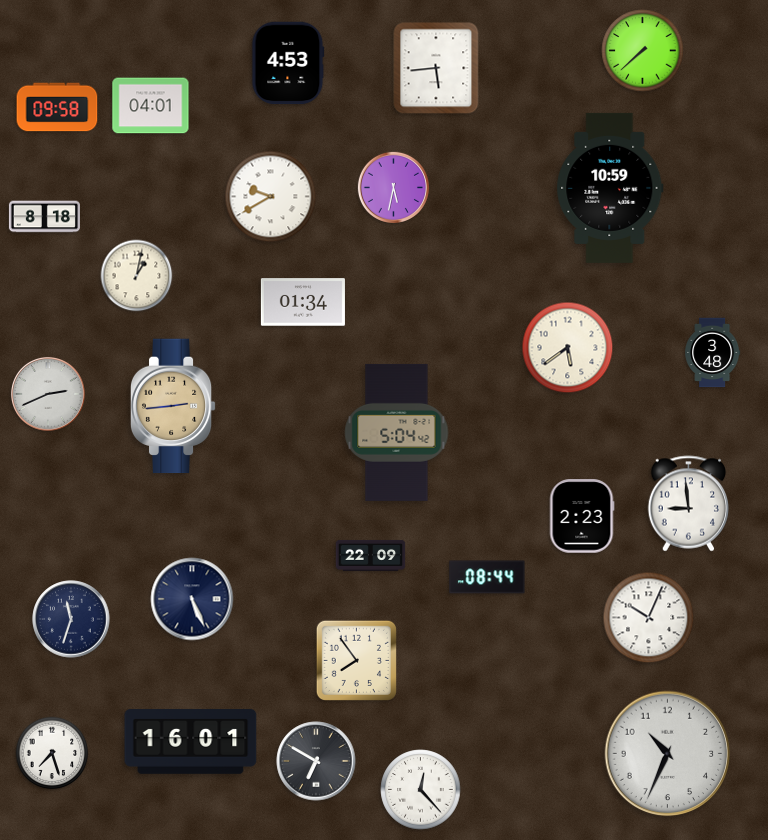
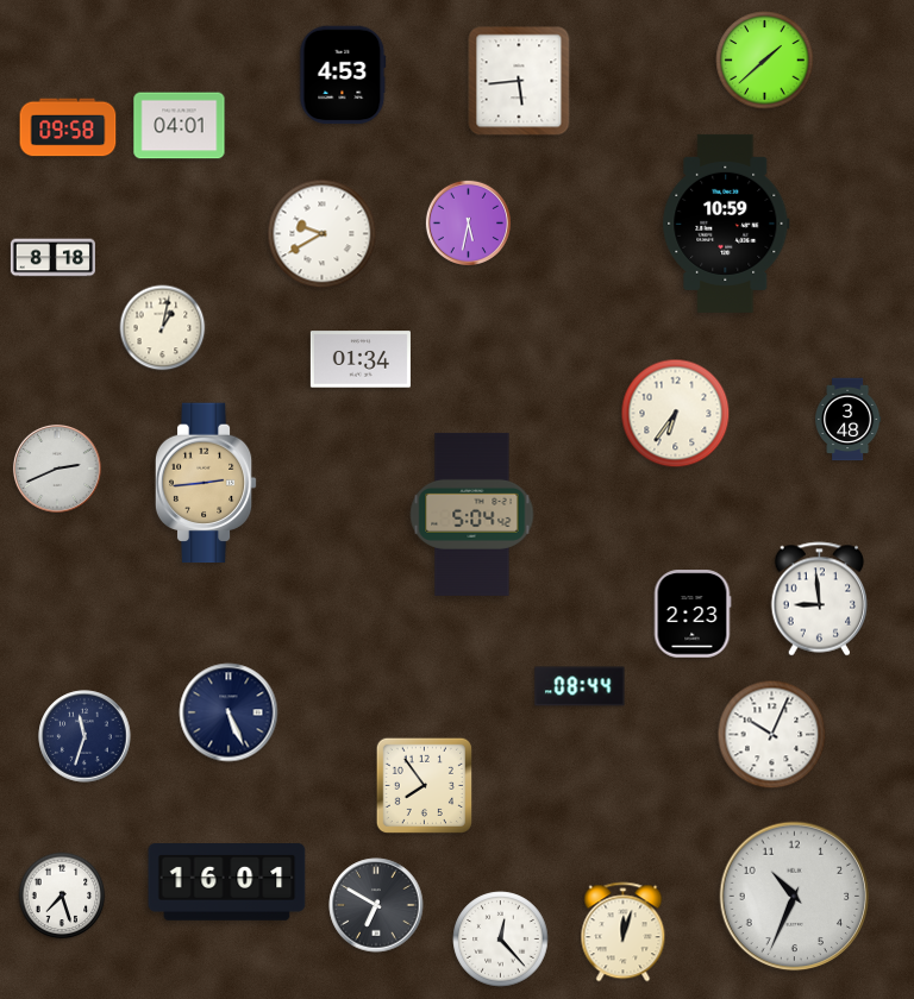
clock at (643, 51): 7:38 -> 1:38
clock at (568, 348): 5:39 -> 6:36
clock at (371, 555): 22:09 -> none
clock at (624, 932): none -> 12:03
